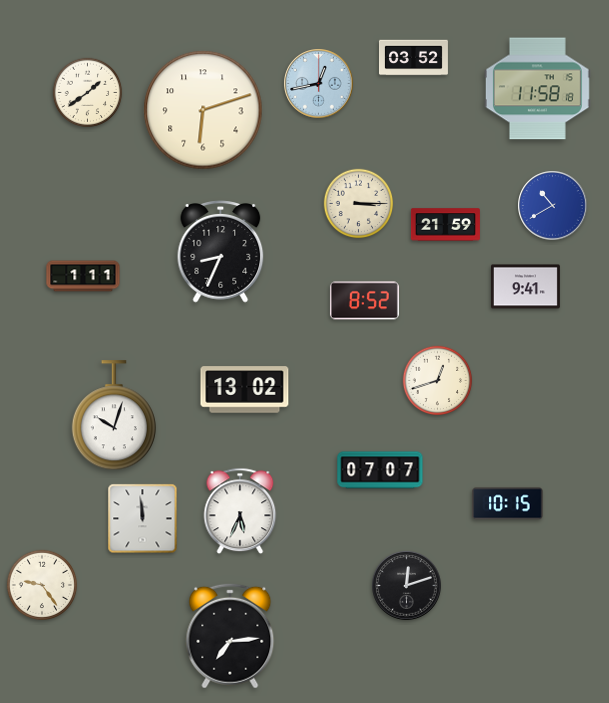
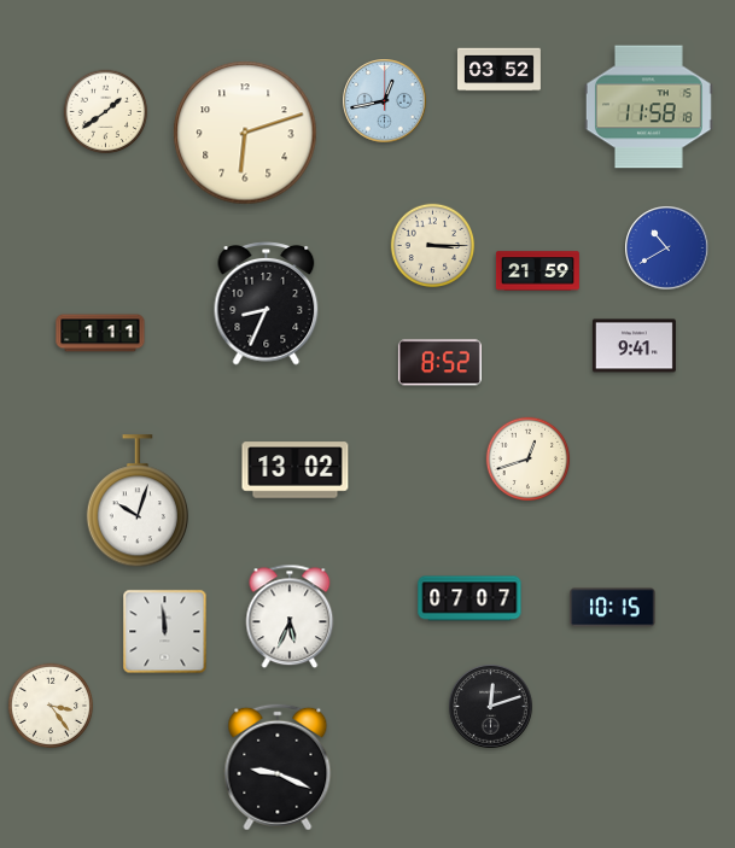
clock at (380, 470) position: (380, 470) -> (469, 598)
clock at (143, 519) position: (143, 519) -> (165, 632)
clock at (41, 584): 9:24 -> 3:24
clock at (230, 636): 7:14 -> 9:19
